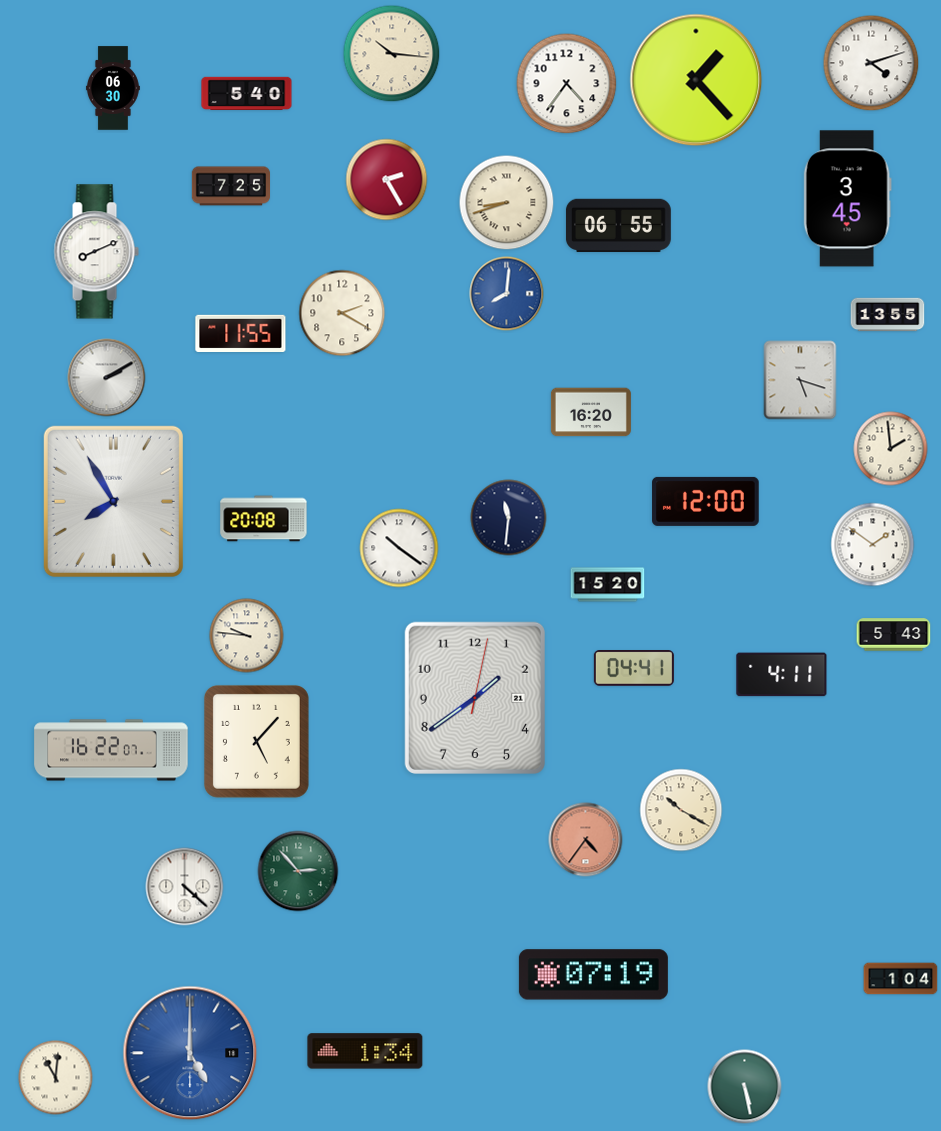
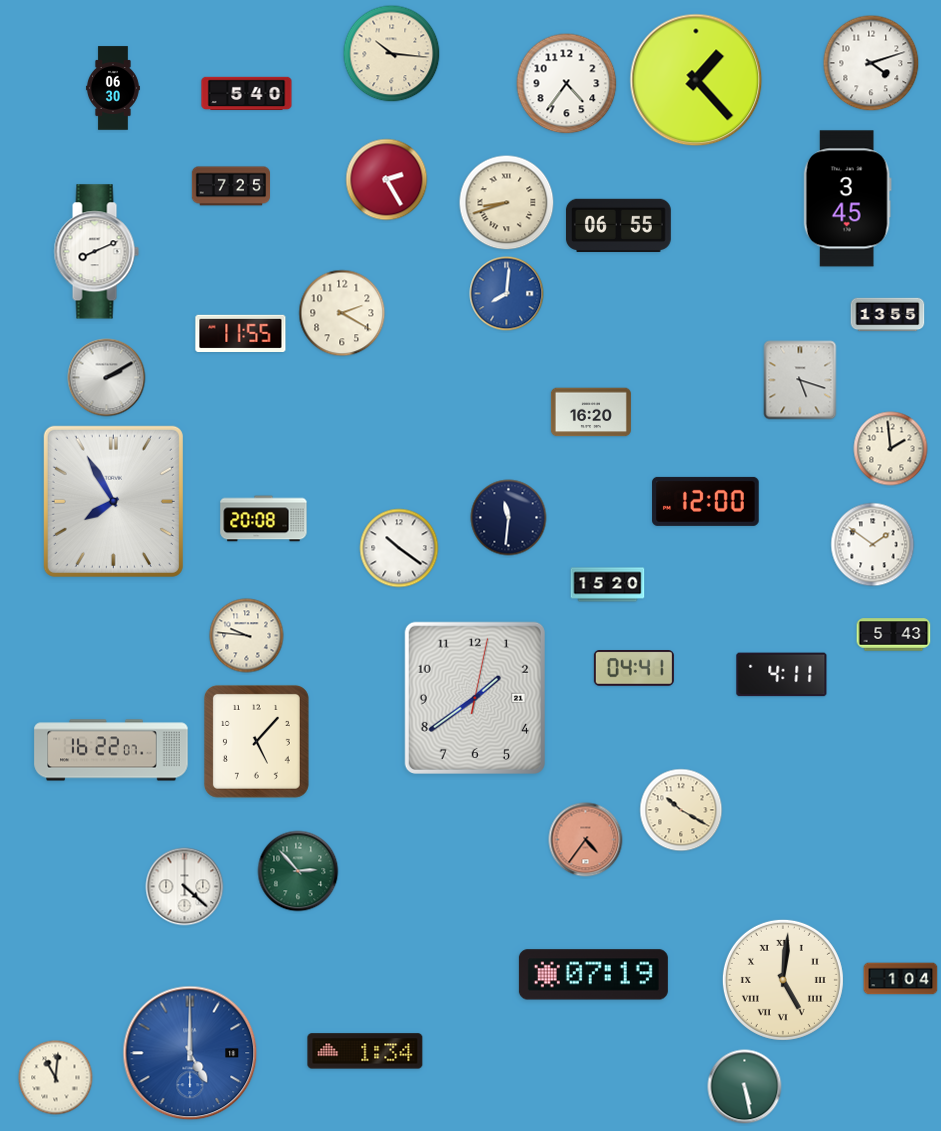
clock at (783, 980): none -> 5:01
